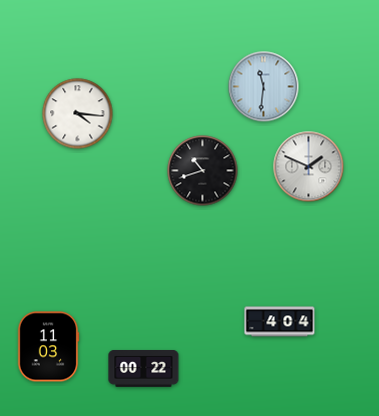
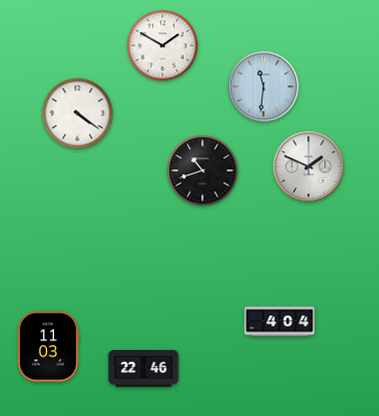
clock at (163, 46): none -> 1:50
clock at (78, 114): 4:16 -> 4:21
clock at (144, 369): 00:22 -> 22:46
